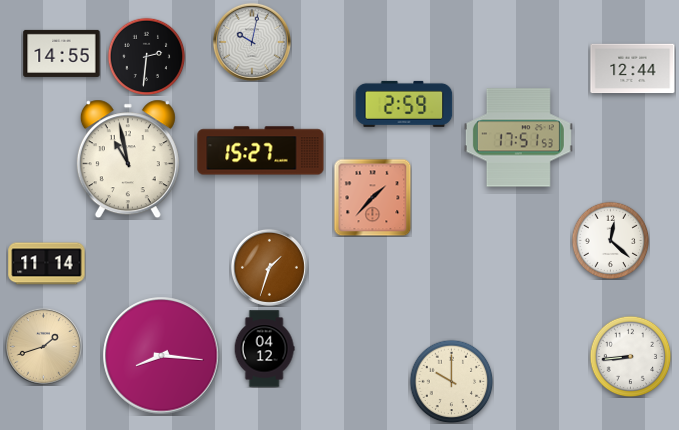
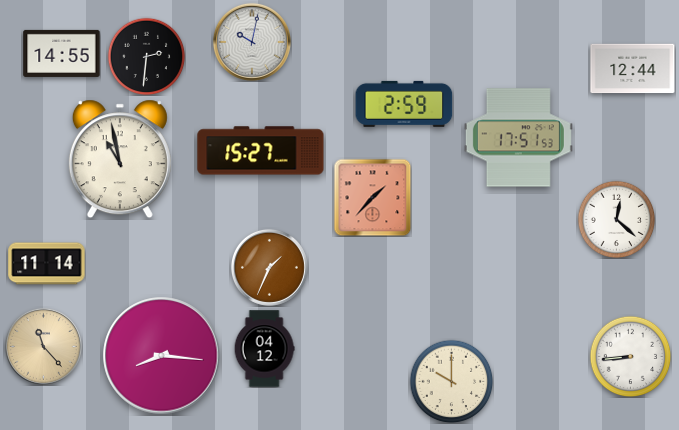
clock at (128, 159) position: (128, 159) -> (120, 159)
clock at (610, 240) position: (610, 240) -> (616, 219)
clock at (269, 267): 1:33 -> 1:34
clock at (43, 346): 1:42 -> 11:23
